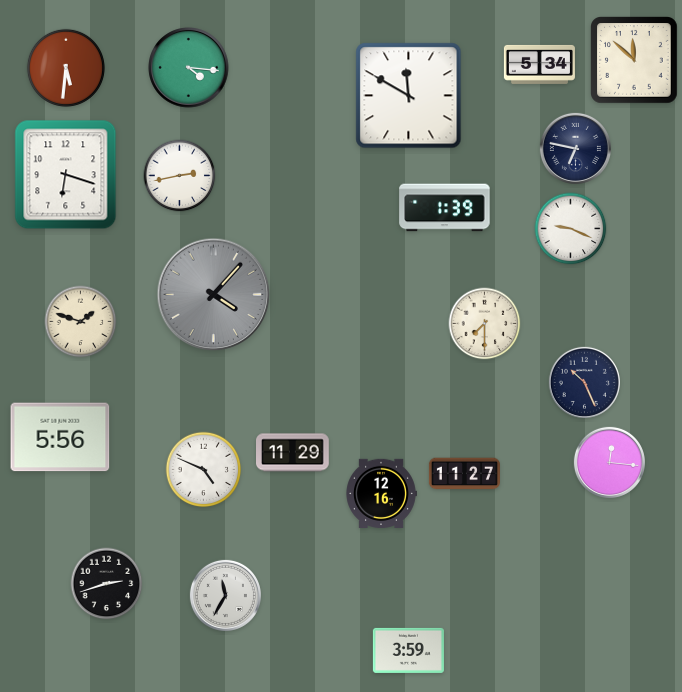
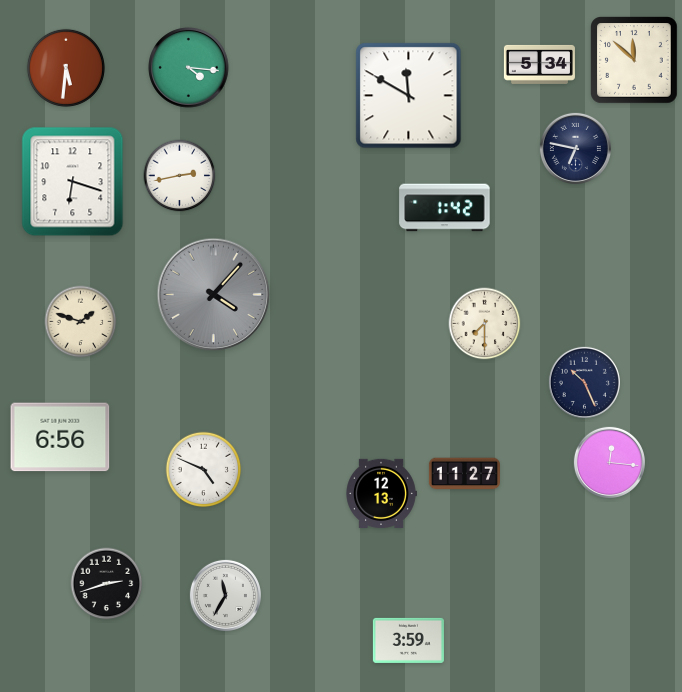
clock at (66, 175) position: (66, 175) -> (73, 182)
clock at (445, 208): 1:39 -> 1:42
clock at (571, 229): 9:19 -> none
clock at (60, 437): 5:56 -> 6:56
clock at (293, 453): 11:29 -> none
clock at (381, 493): 12:16 -> 12:13
clock at (408, 650) position: (408, 650) -> (408, 640)
